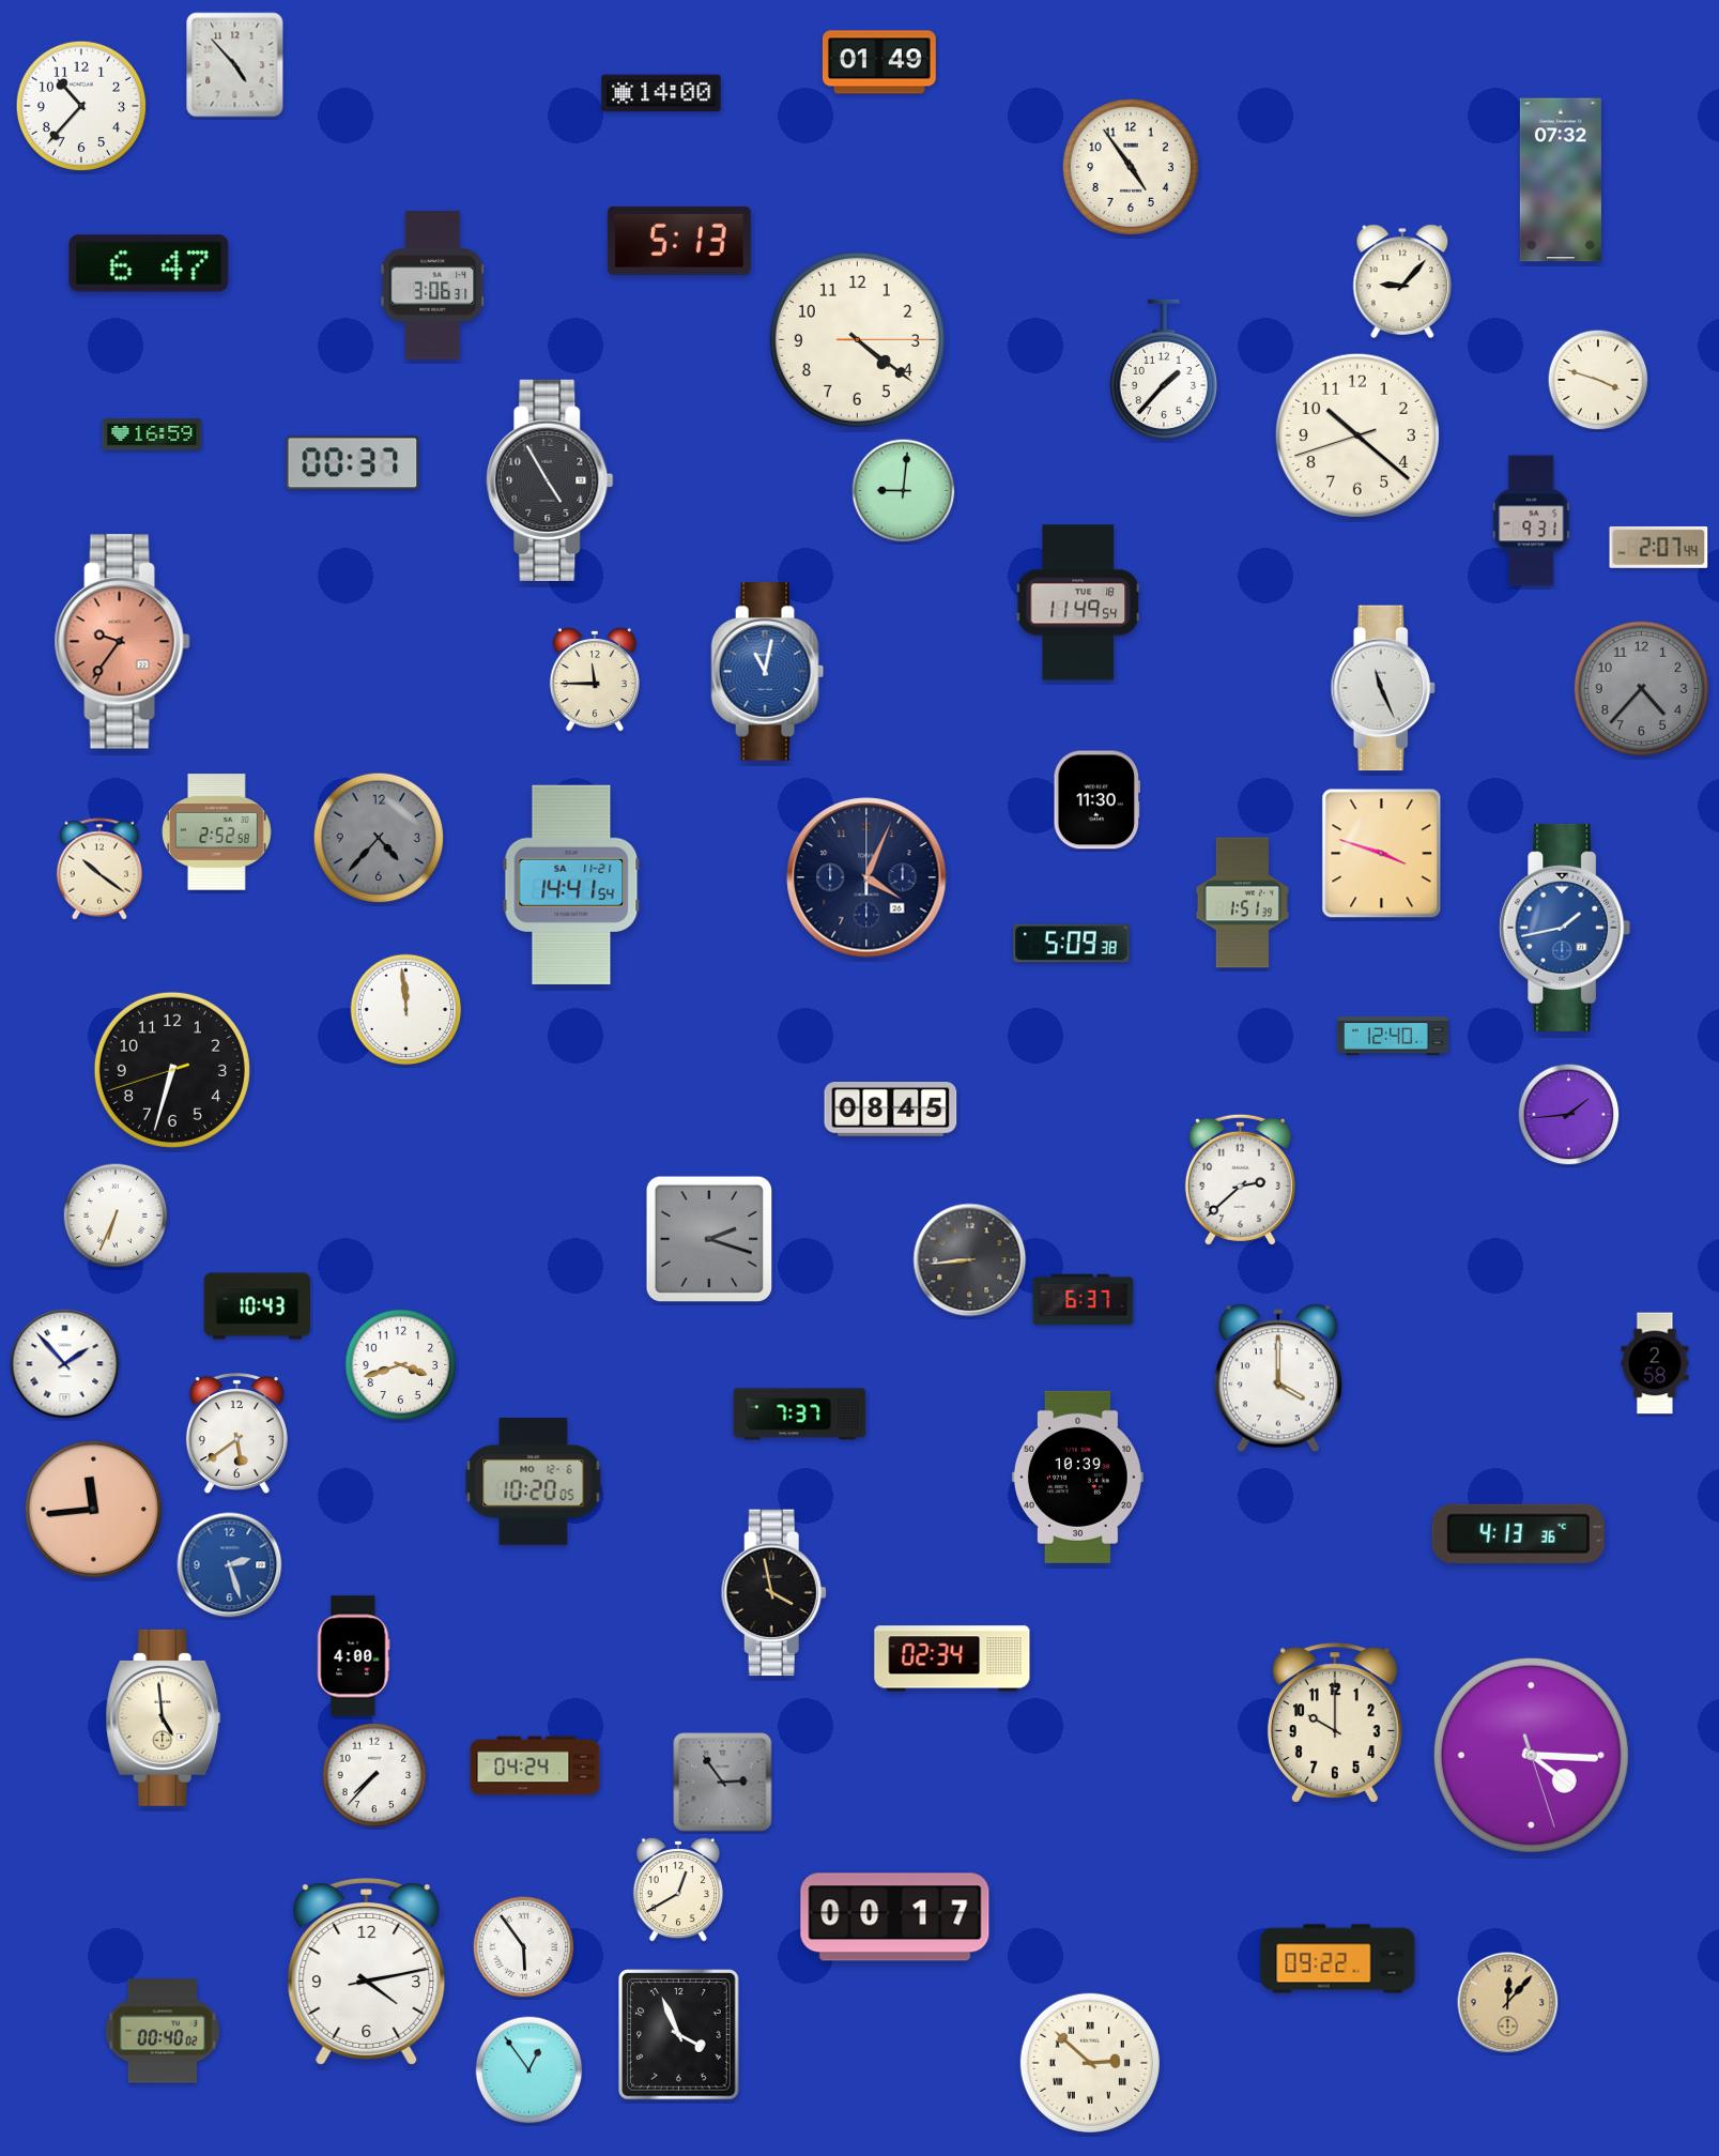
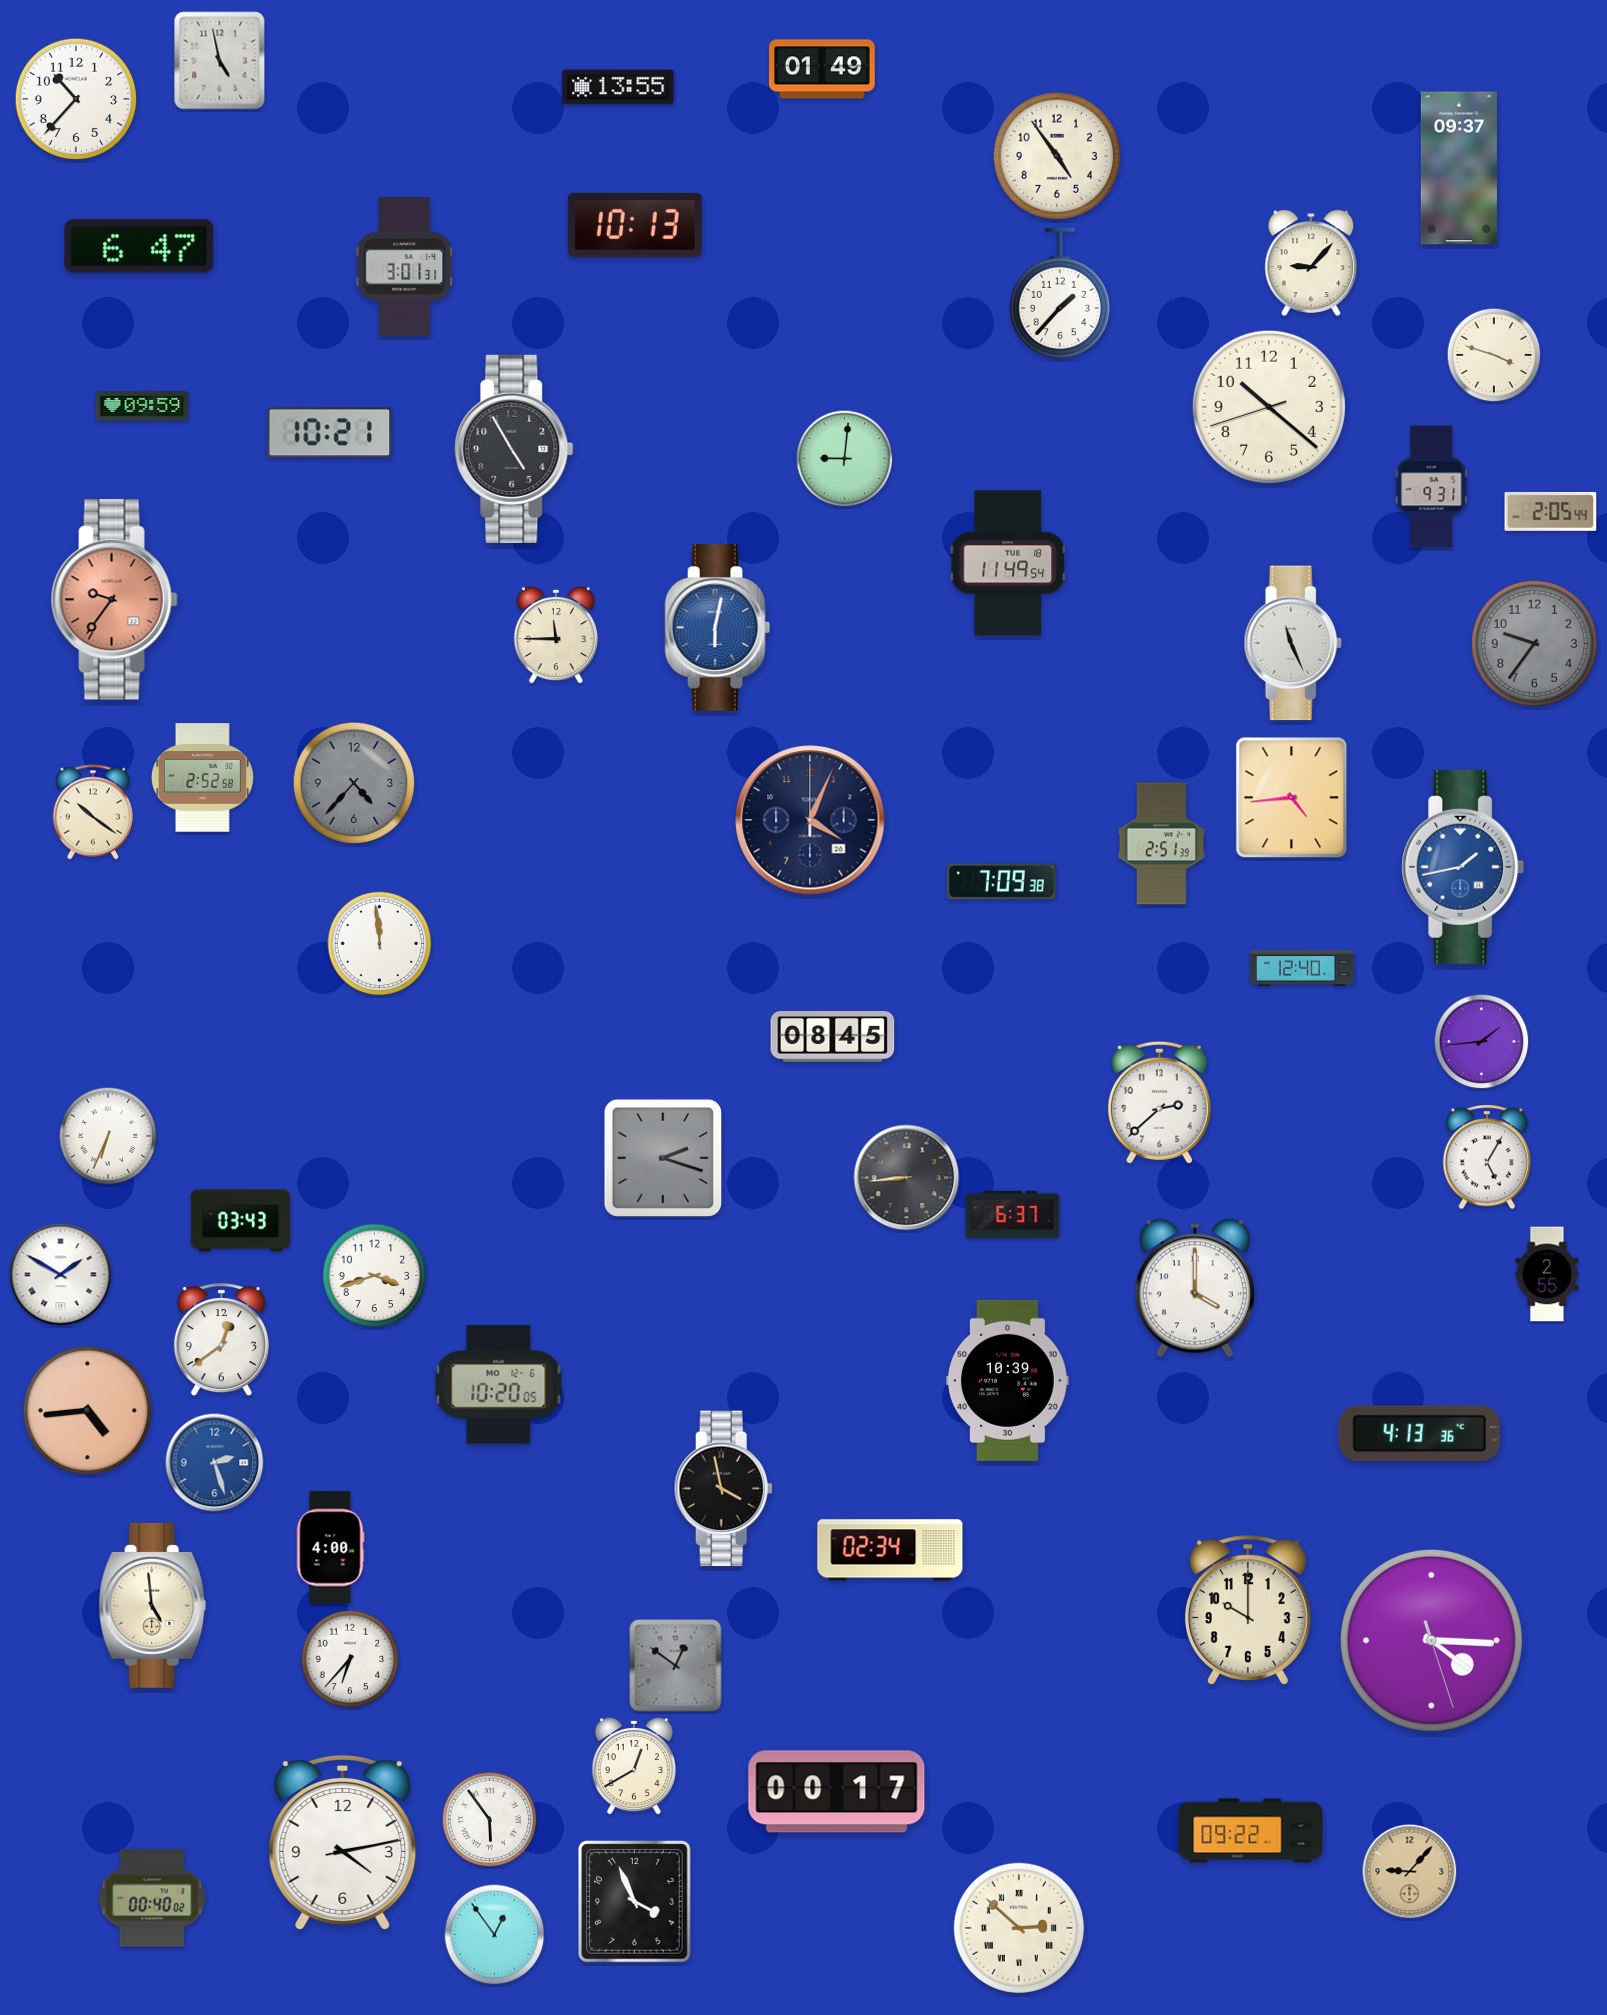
clock at (879, 62) position: (879, 62) -> (822, 69)
clock at (235, 65): 4:53 -> 4:58
clock at (661, 93): 14:00 -> 13:55
clock at (1561, 180): 07:32 -> 09:37
clock at (679, 241): 5:13 -> 10:13
clock at (433, 286): 3:06 -> 3:01
clock at (857, 339): 4:21 -> none
clock at (1164, 369) position: (1164, 369) -> (1060, 293)
clock at (152, 434): 16:59 -> 09:59
clock at (353, 463): 00:37 -> 10:21
clock at (1659, 547): 2:07 -> 2:05
clock at (768, 672): 11:02 -> 6:02
clock at (1641, 688): 4:37 -> 9:36
clock at (1098, 800): 11:30 -> none
clock at (1382, 854): 3:48 -> 4:44
clock at (571, 884): 14:41 -> none
clock at (1242, 903): 1:51 -> 2:51
clock at (1072, 944): 5:09 -> 7:09
clock at (172, 1070): 6:32 -> none
clock at (1569, 1115) position: (1569, 1115) -> (1482, 1042)
clock at (1486, 1157): none -> 5:05
clock at (258, 1306): 10:43 -> 03:43
clock at (1655, 1363): 2:58 -> 2:55
clock at (65, 1364): 1:53 -> 1:50
clock at (800, 1415): 7:37 -> none
clock at (236, 1434): 5:39 -> 12:39
clock at (93, 1509): 11:44 -> 4:44
clock at (535, 1765): 04:24 -> none
clock at (374, 1775): 7:37 -> 6:37
clock at (723, 1783): 2:54 -> 12:51
clock at (1508, 2003): 12:07 -> 9:07
